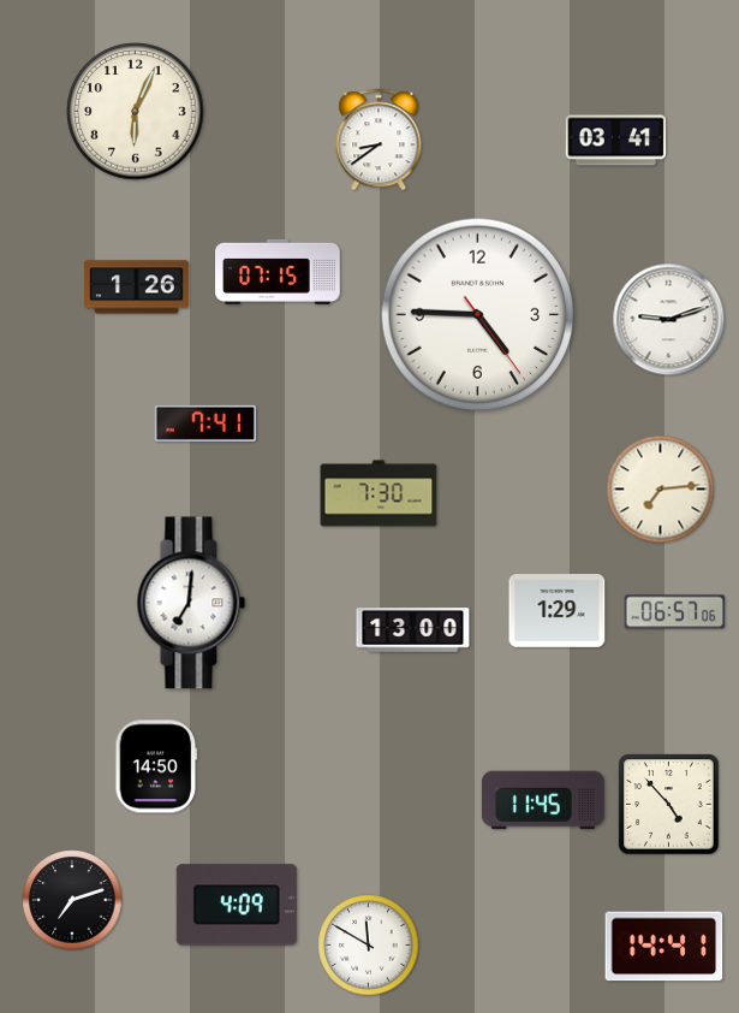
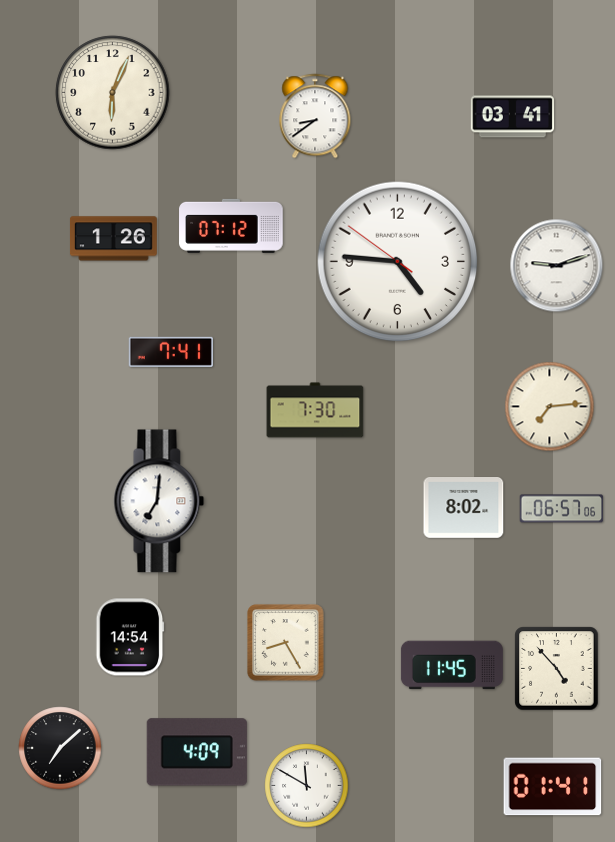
clock at (278, 272): 07:15 -> 07:12
clock at (478, 315): 4:45:24 -> 4:45:51
clock at (558, 611): 1:29 -> 8:02
clock at (413, 630): 13:00 -> none
clock at (156, 766): 14:50 -> 14:54
clock at (286, 643): none -> 8:25
clock at (72, 900): 7:12 -> 7:08
clock at (664, 947): 14:41 -> 01:41
